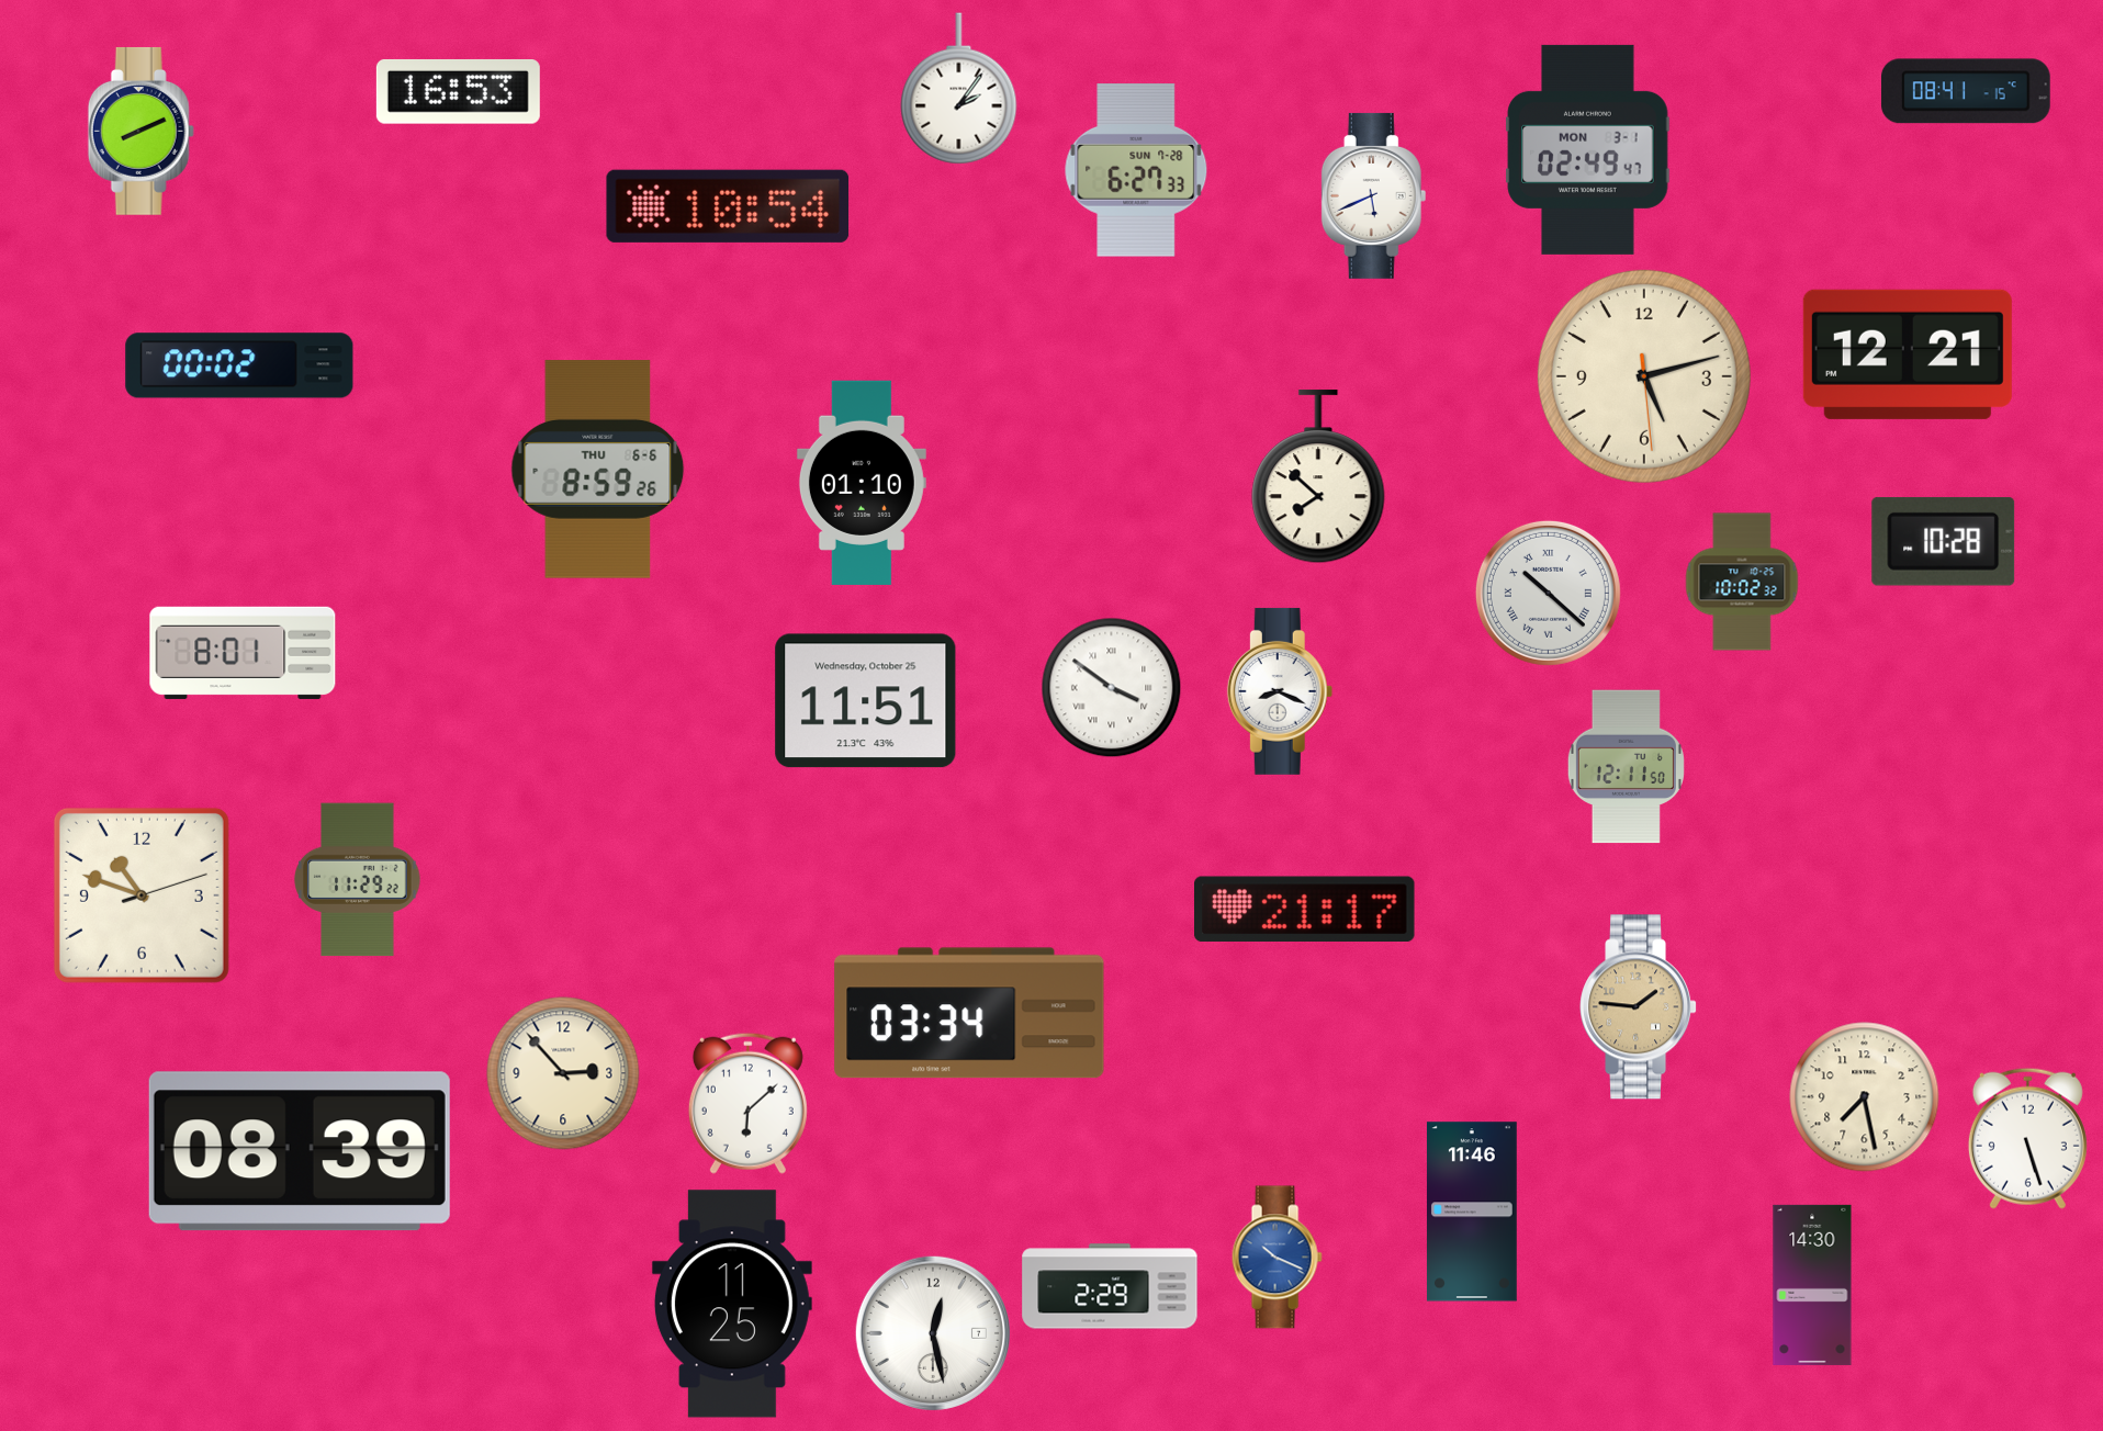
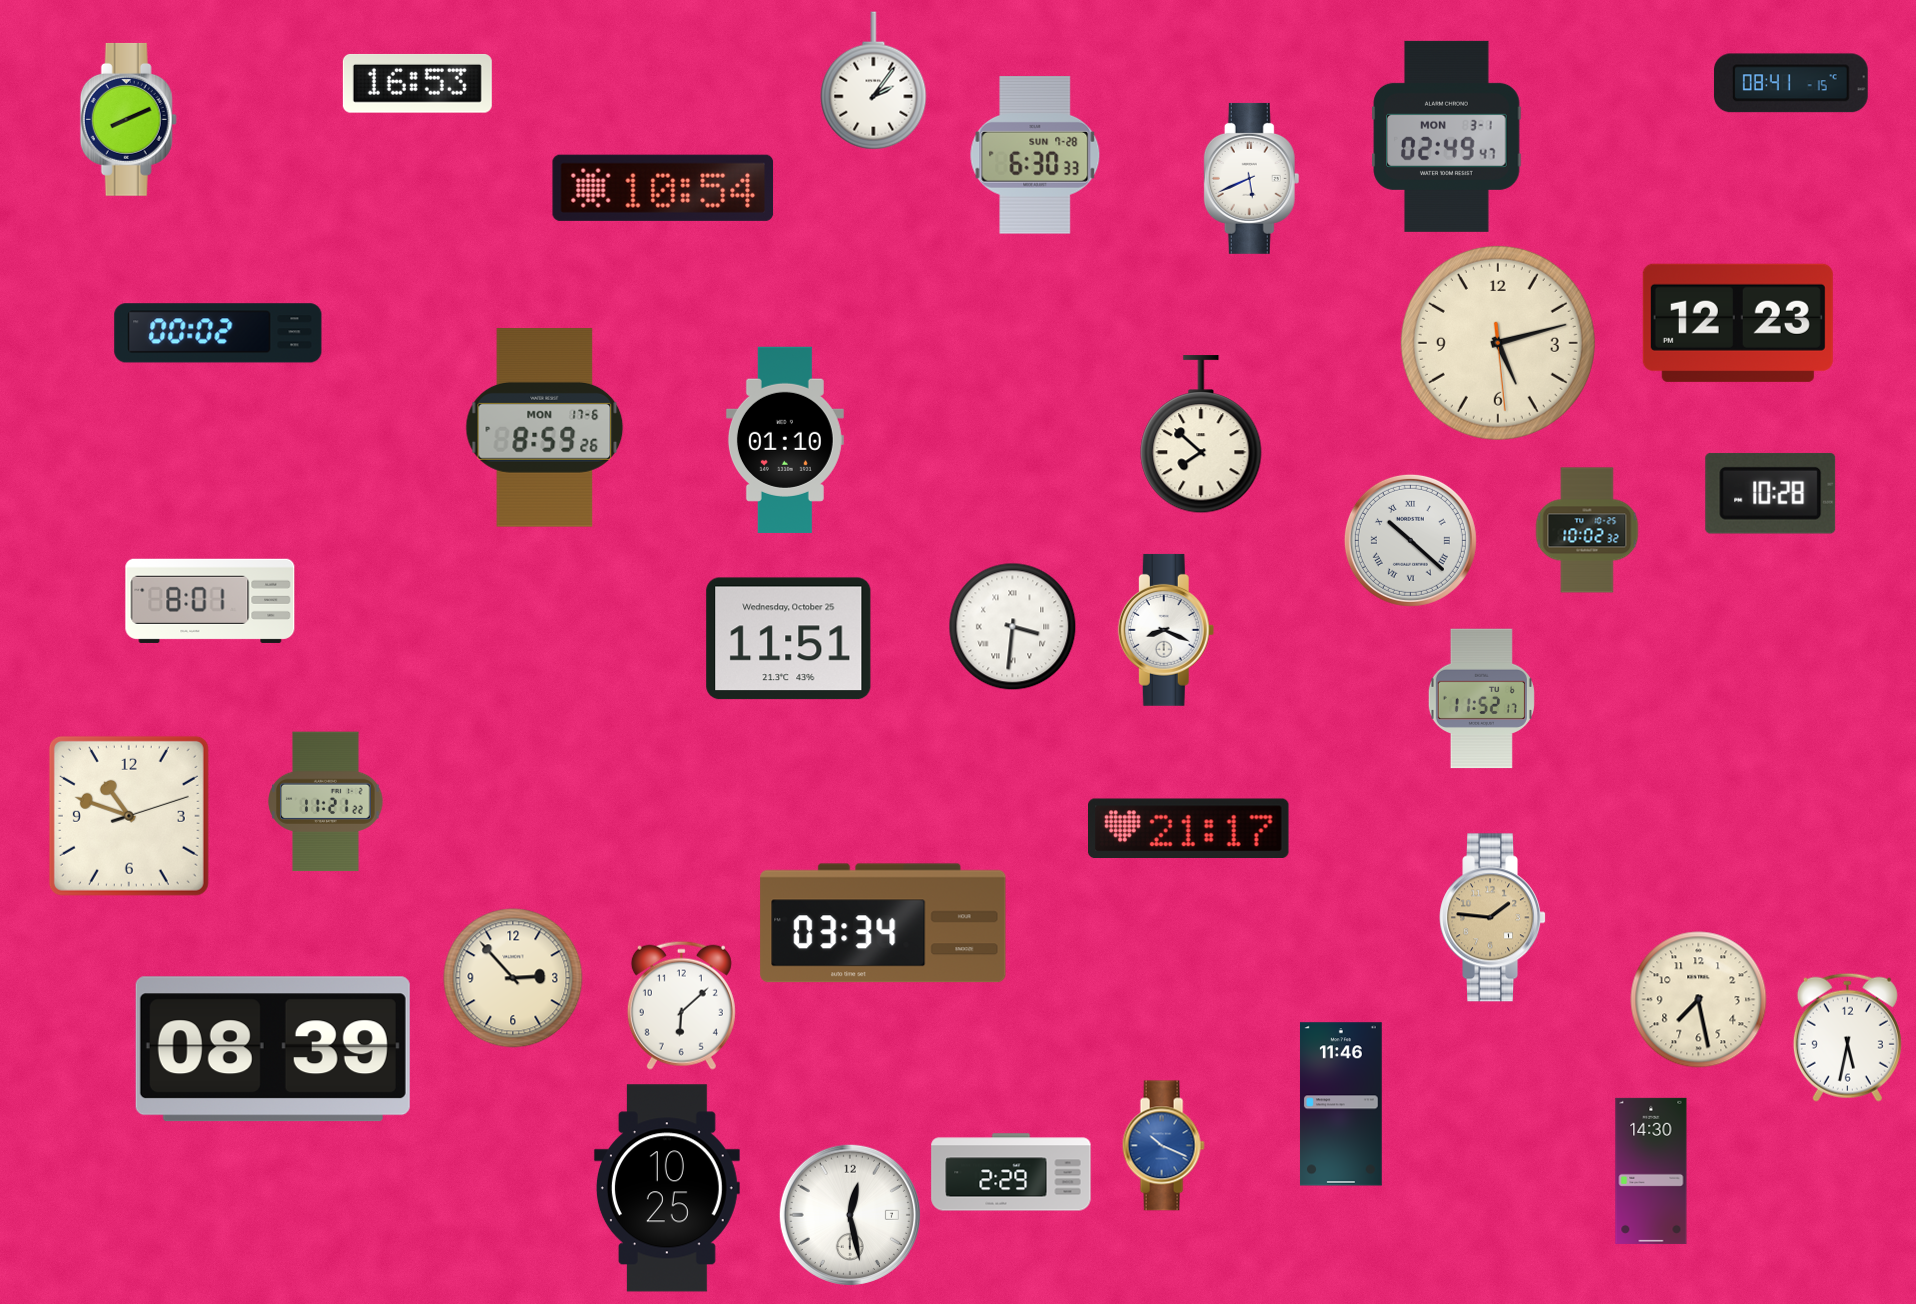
clock at (1136, 170): 6:27 -> 6:30
clock at (1908, 354): 12:21 -> 12:23
clock at (598, 470) date: THU 6-6 -> MON 17-6
clock at (243, 653) position: (243, 653) -> (210, 601)
clock at (1112, 688): 3:51 -> 3:31
clock at (1626, 767): 12:11 -> 11:52
clock at (358, 880): 11:29 -> 11:21
clock at (2027, 1138): 5:27 -> 5:32
clock at (732, 1304): 11:25 -> 10:25
